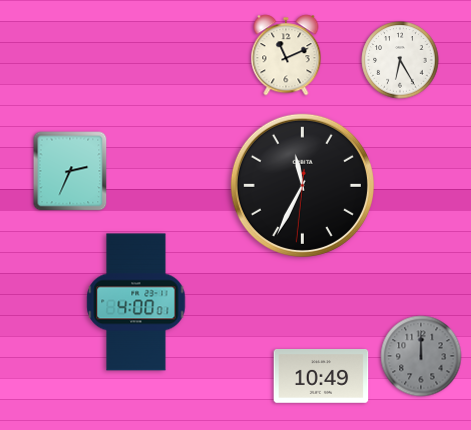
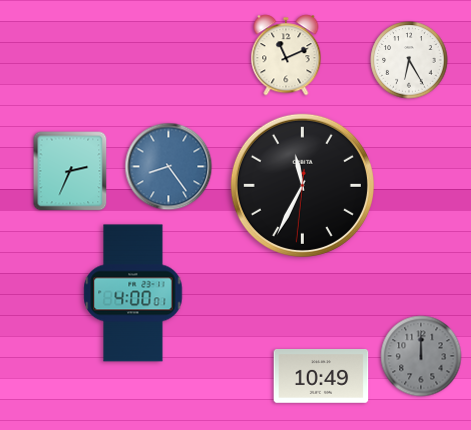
clock at (400, 60) position: (400, 60) -> (409, 60)
clock at (169, 167): none -> 8:24
clock at (136, 302) position: (136, 302) -> (133, 293)
